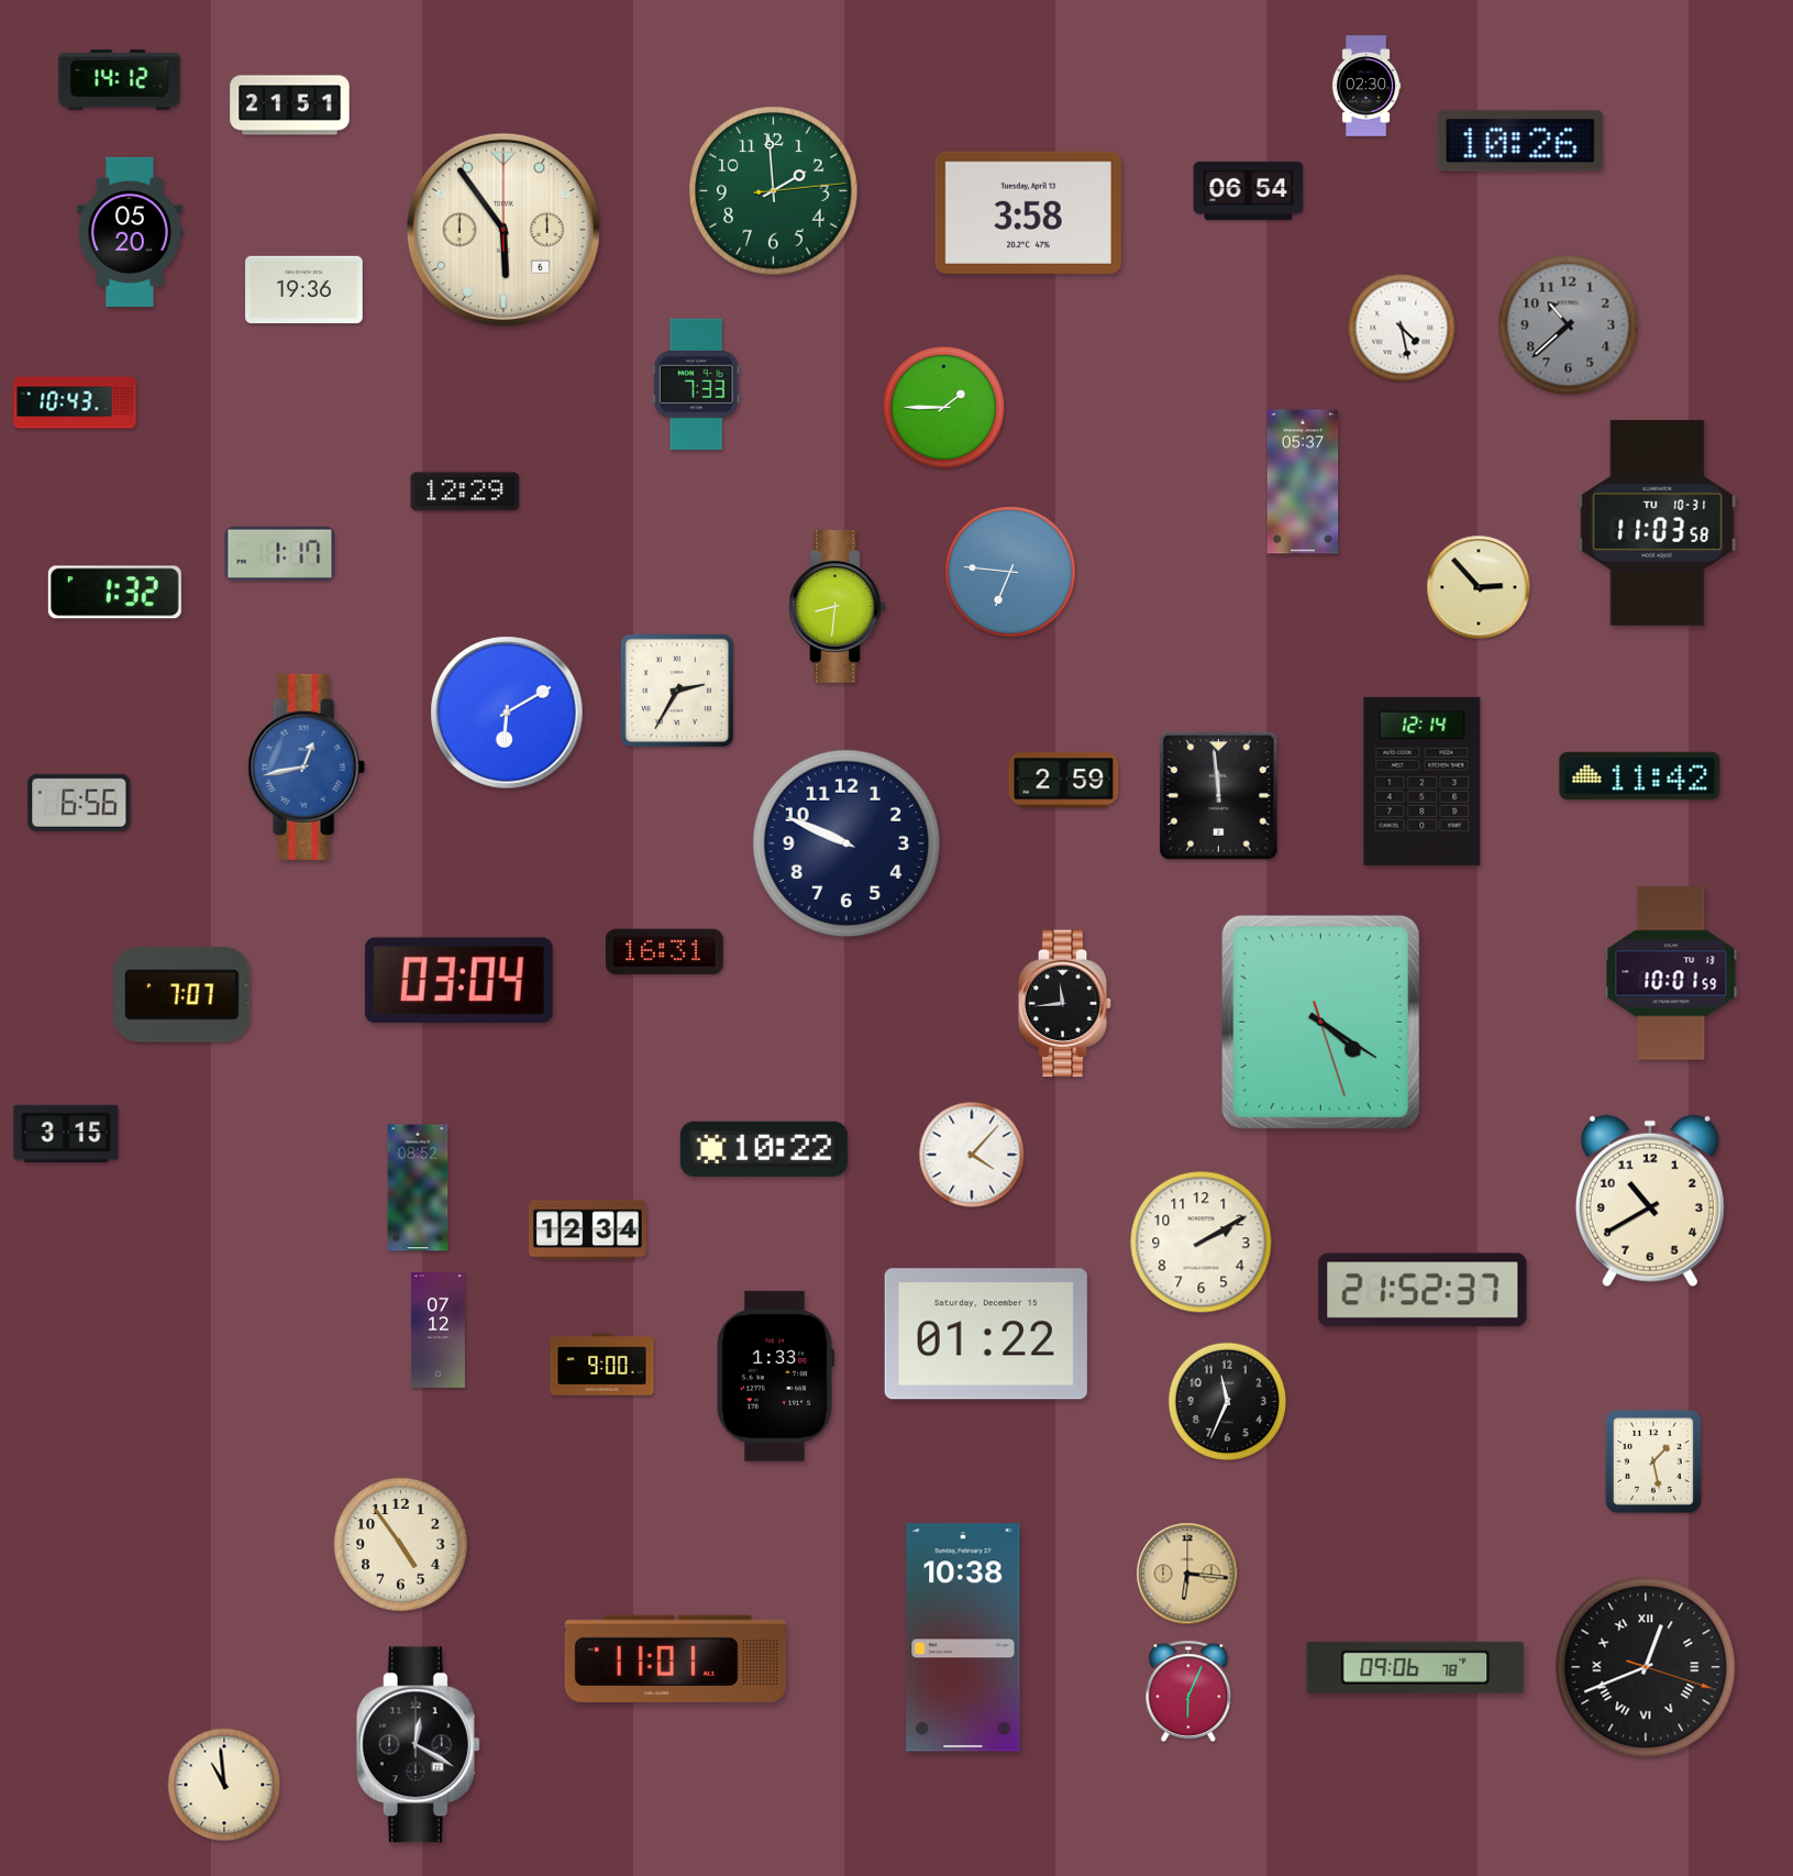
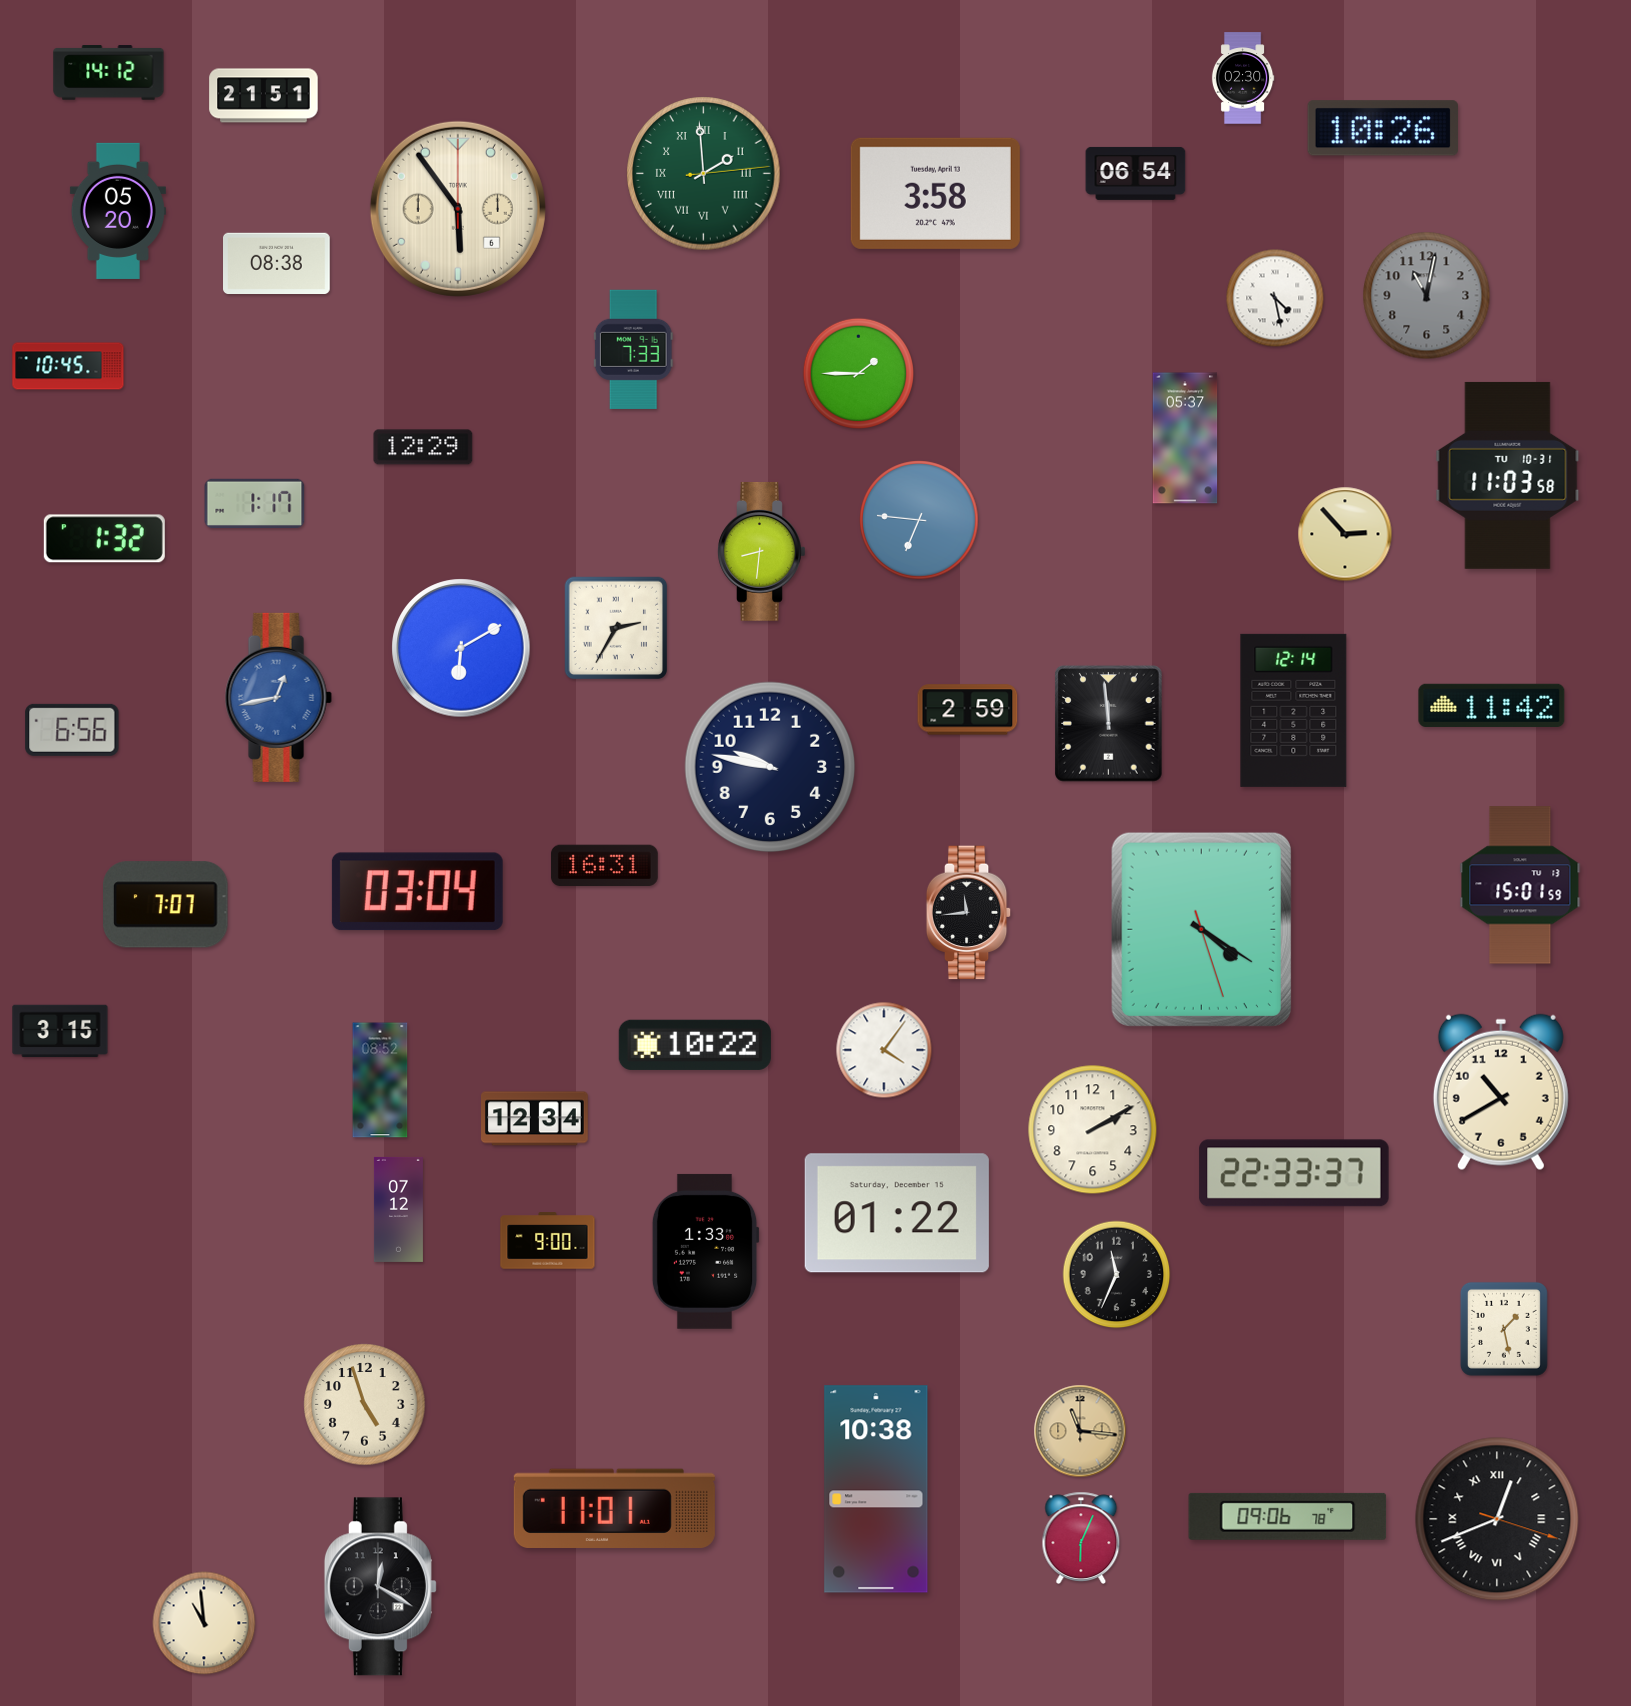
clock at (774, 191) numerals: Arabic -> Roman
clock at (305, 289): 19:36 -> 08:38
clock at (1569, 325): 10:38 -> 11:02
clock at (75, 402): 10:43 -> 10:45
clock at (943, 407) position: (943, 407) -> (858, 373)
clock at (846, 843): 9:49 -> 9:47
clock at (1671, 973): 10:01 -> 15:01
clock at (972, 1155): 4:07 -> 4:06
clock at (1423, 1290): 21:52 -> 22:33
clock at (401, 1545): 4:54 -> 4:57
clock at (1187, 1574): 6:16 -> 11:16
clock at (1646, 1667) position: (1646, 1667) -> (1497, 1519)
